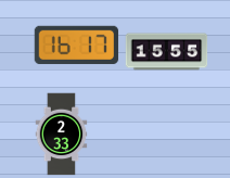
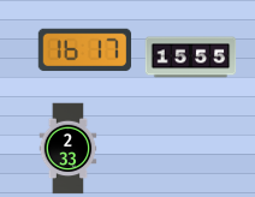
clock at (167, 52) position: (167, 52) -> (191, 58)
